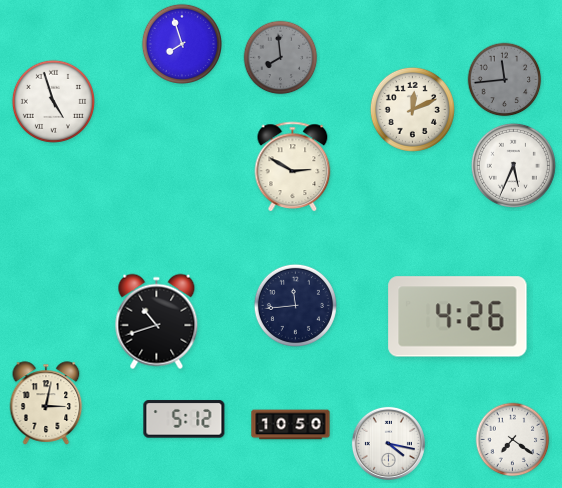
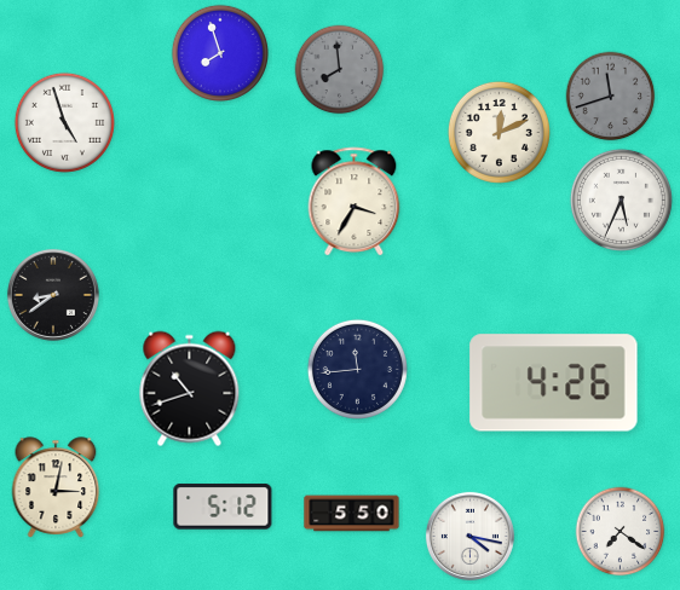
clock at (505, 80): 11:44 -> 11:42
clock at (293, 167): 2:50 -> 3:35
clock at (53, 295): none -> 8:39
clock at (291, 425): 10:50 -> 5:50
